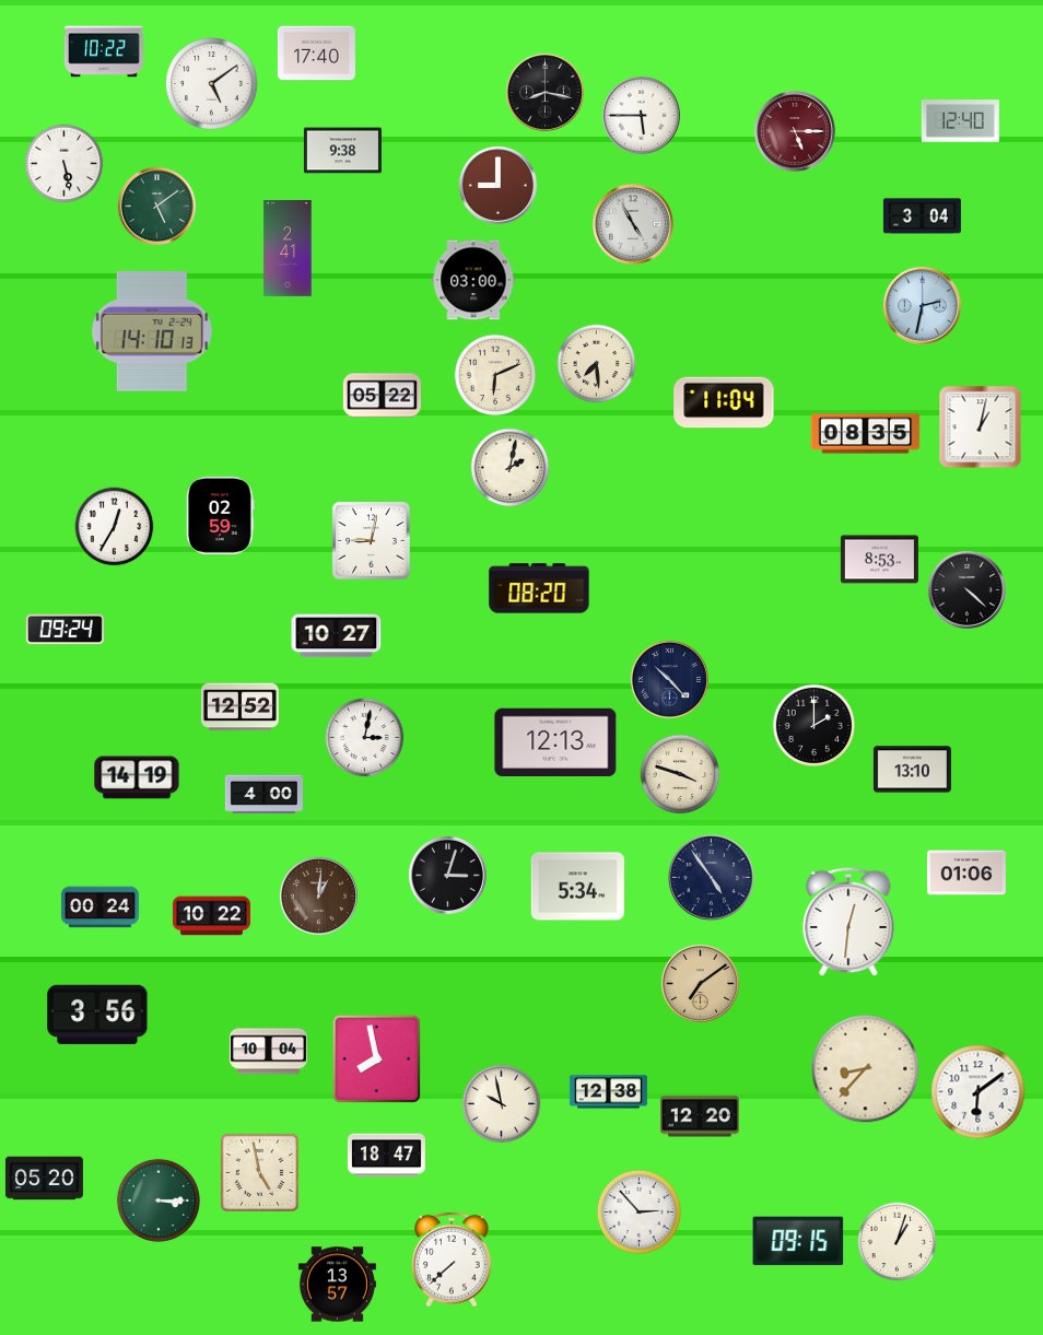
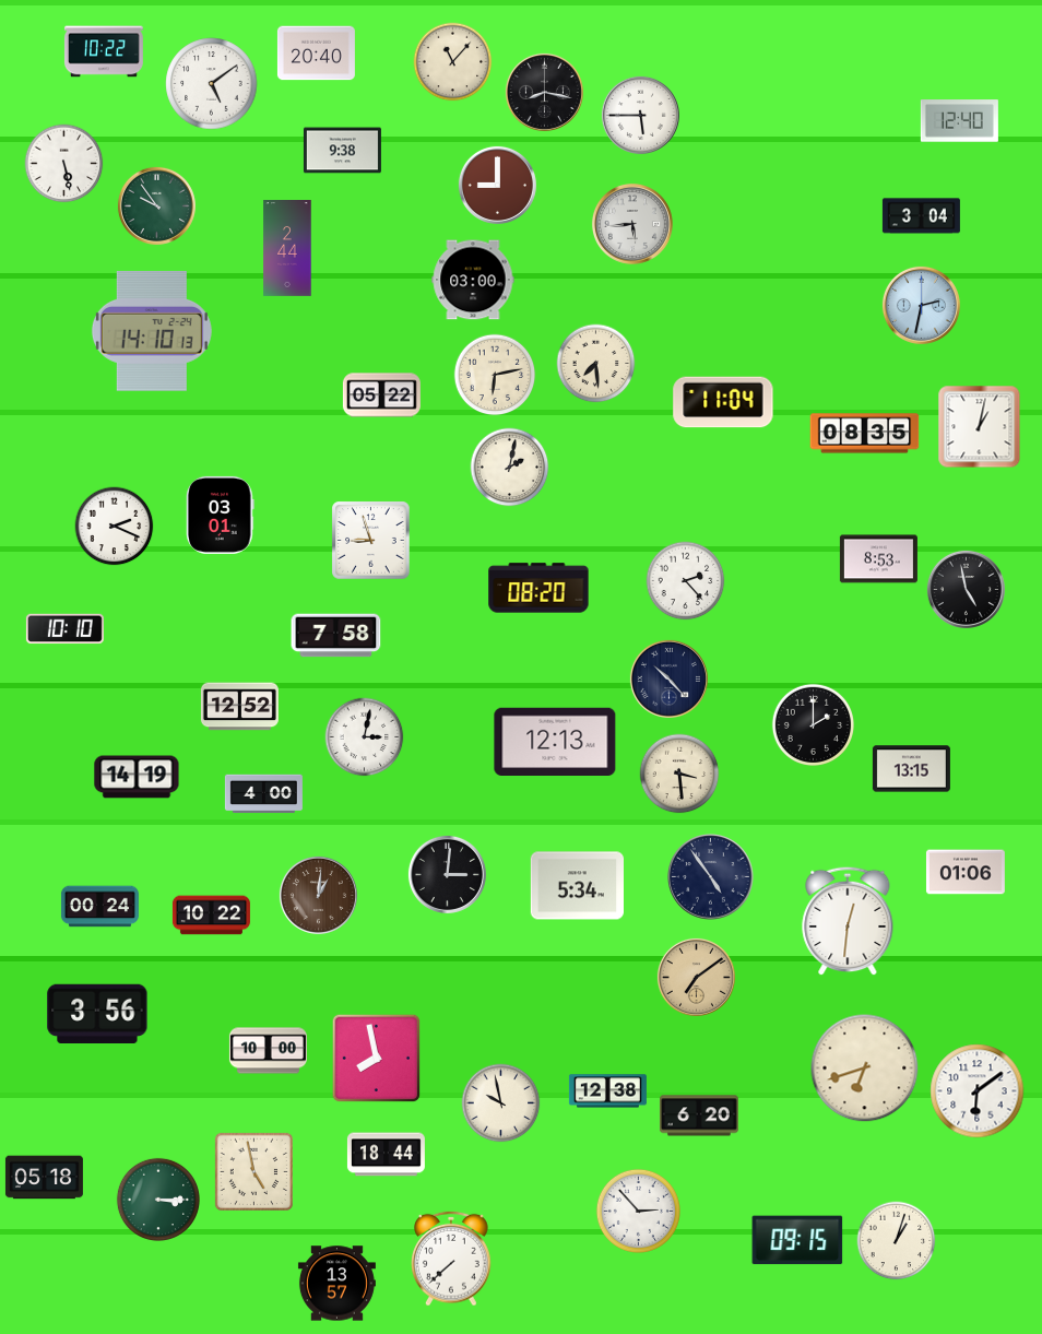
clock at (316, 54): 17:40 -> 20:40
clock at (453, 62): none -> 11:07
clock at (795, 131): 5:15 -> none
clock at (156, 206): 5:09 -> 9:54
clock at (633, 224): 4:55 -> 5:44
clock at (288, 249): 2:41 -> 2:44
clock at (495, 375): 6:11 -> 6:13
clock at (220, 515): 02:59 -> 03:01
clock at (115, 527): 12:35 -> 2:19
clock at (372, 541): 9:02 -> 8:57
clock at (686, 581): none -> 2:23
clock at (966, 589): 4:22 -> 4:58
clock at (65, 630): 09:24 -> 10:10
clock at (337, 636): 10:27 -> 7:58
clock at (912, 770): 13:10 -> 13:15
clock at (680, 774): 3:48 -> 3:29
clock at (447, 875): 3:03 -> 3:01
clock at (700, 983) position: (700, 983) -> (696, 977)
clock at (268, 1052): 10:04 -> 10:00
clock at (866, 1069): 8:37 -> 6:42
clock at (700, 1116): 12:20 -> 6:20
clock at (386, 1156): 18:47 -> 18:44
clock at (259, 1172) position: (259, 1172) -> (253, 1171)
clock at (44, 1179): 05:20 -> 05:18
